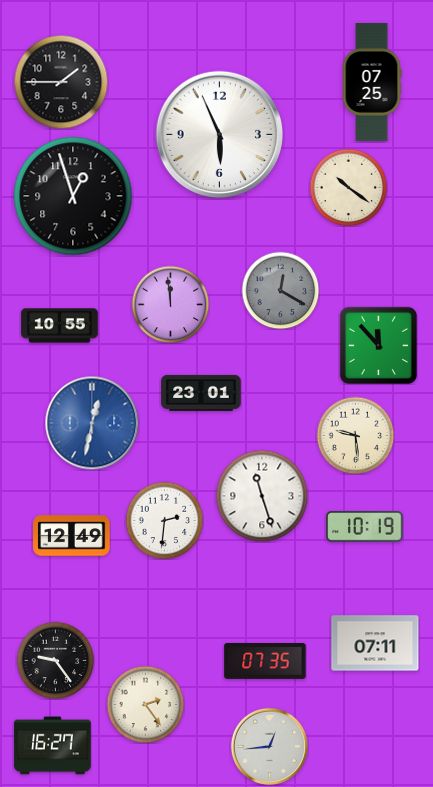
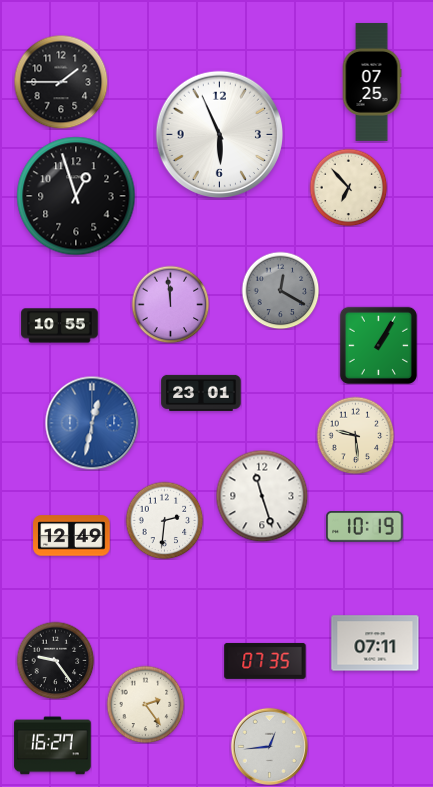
clock at (348, 187): 10:21 -> 6:53
clock at (73, 196) position: (73, 196) -> (76, 196)
clock at (378, 345): 11:53 -> 1:05
